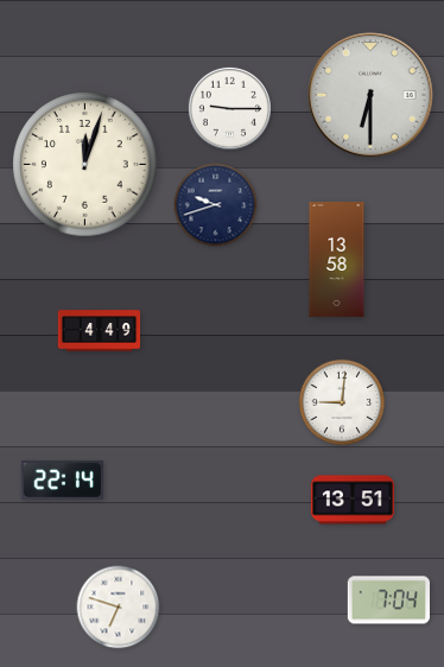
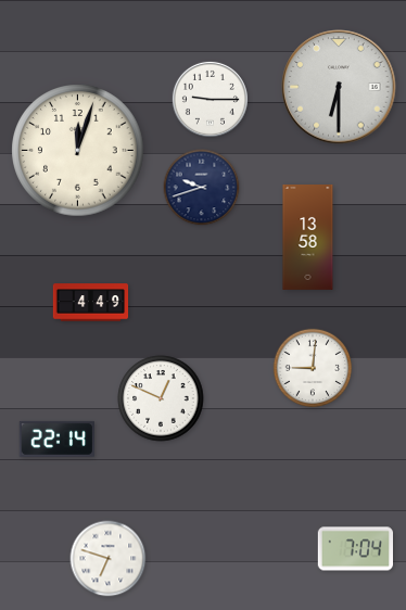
clock at (216, 205) position: (216, 205) -> (202, 188)
clock at (161, 398): none -> 12:49
clock at (353, 500): 13:51 -> none
clock at (119, 608) position: (119, 608) -> (109, 559)
